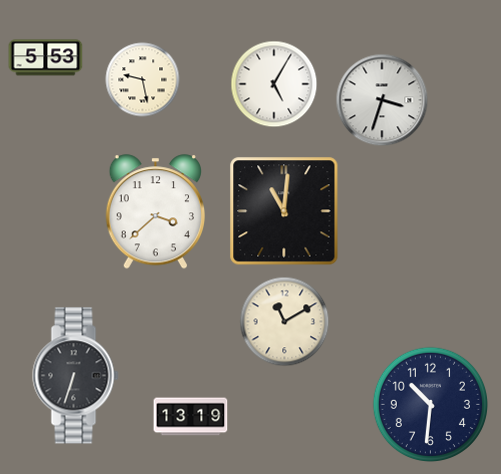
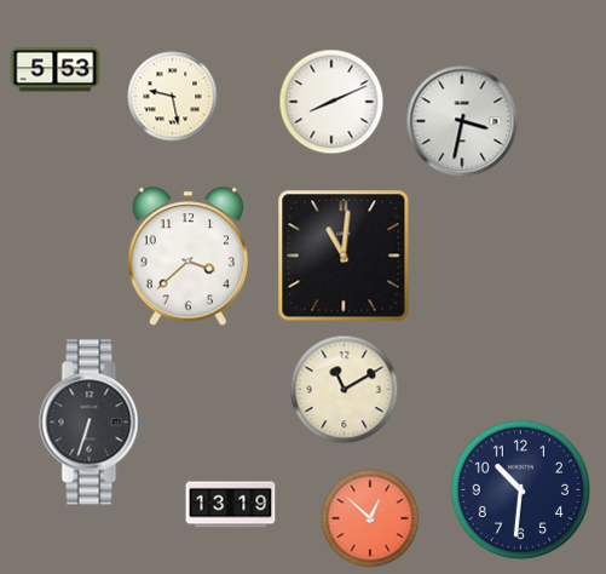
clock at (274, 84): 5:05 -> 8:11
clock at (382, 100): 3:33 -> 3:32
clock at (76, 376) position: (76, 376) -> (92, 423)
clock at (370, 518): none -> 12:52
